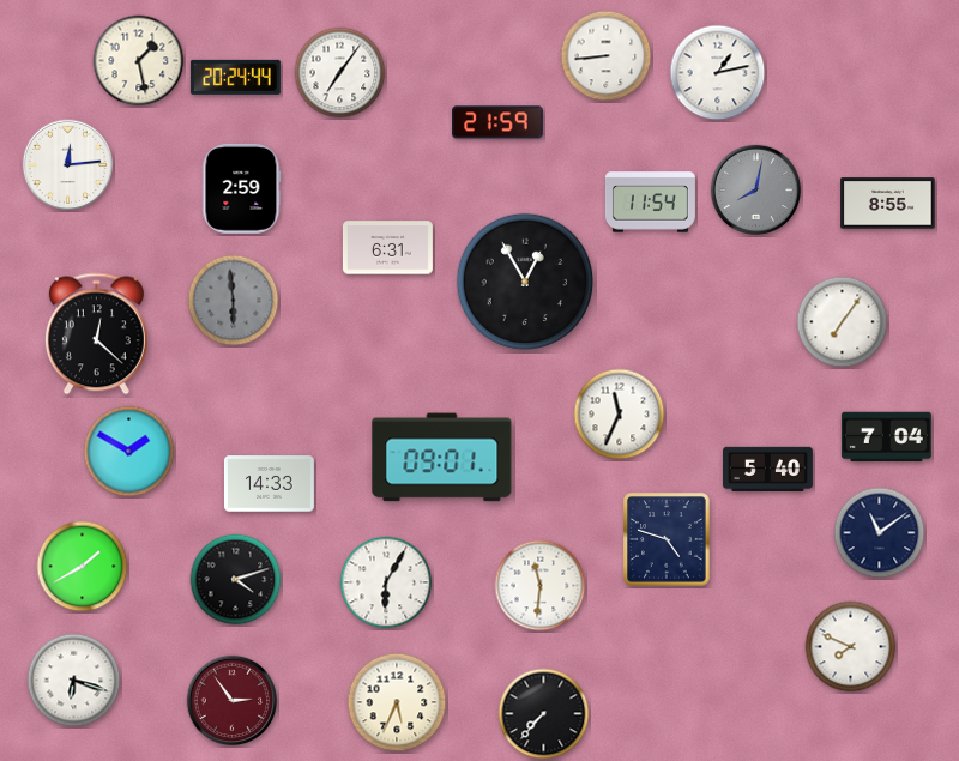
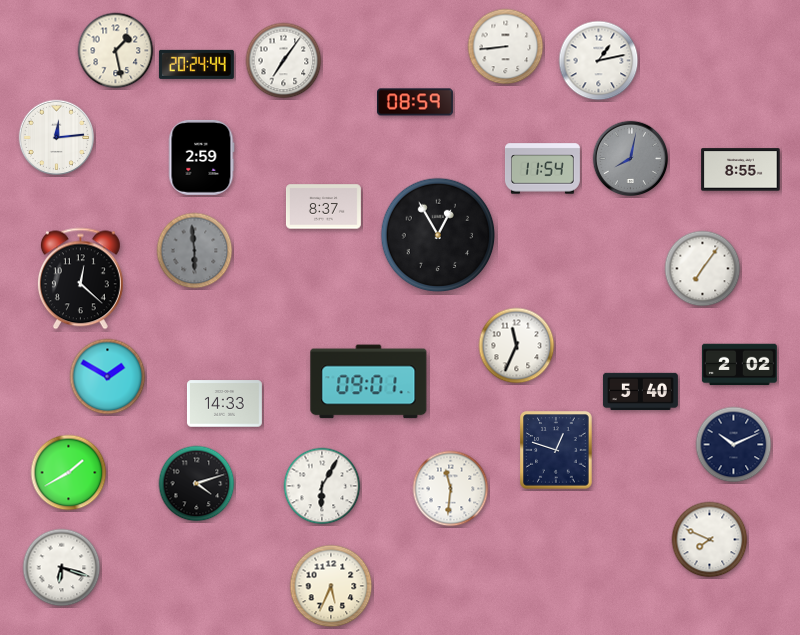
clock at (499, 122): 21:59 -> 08:59
clock at (387, 248): 6:31 -> 8:37
clock at (886, 437): 7:04 -> 2:02
clock at (880, 533): 11:09 -> 10:11
clock at (667, 539): 4:48 -> 12:48
clock at (233, 701): 2:54 -> none
clock at (544, 714): 7:37 -> none
